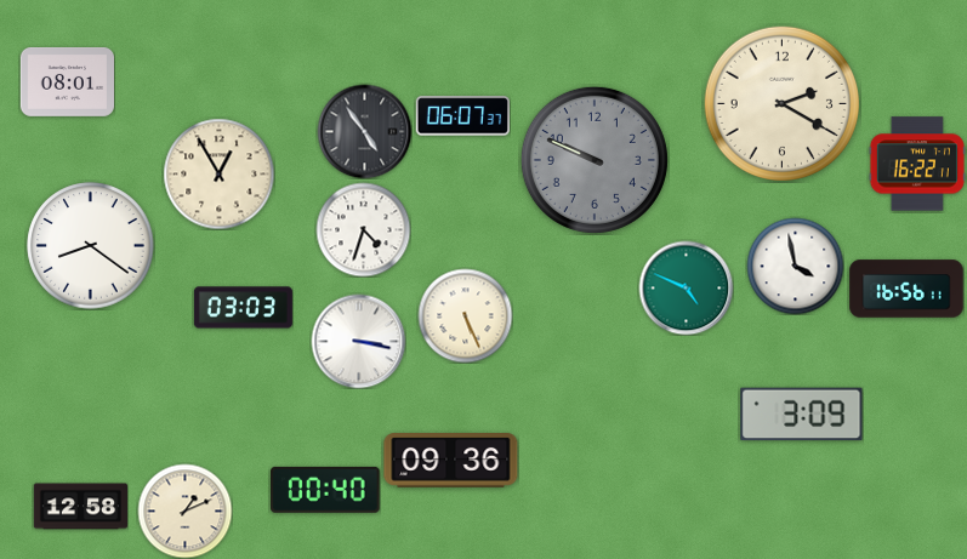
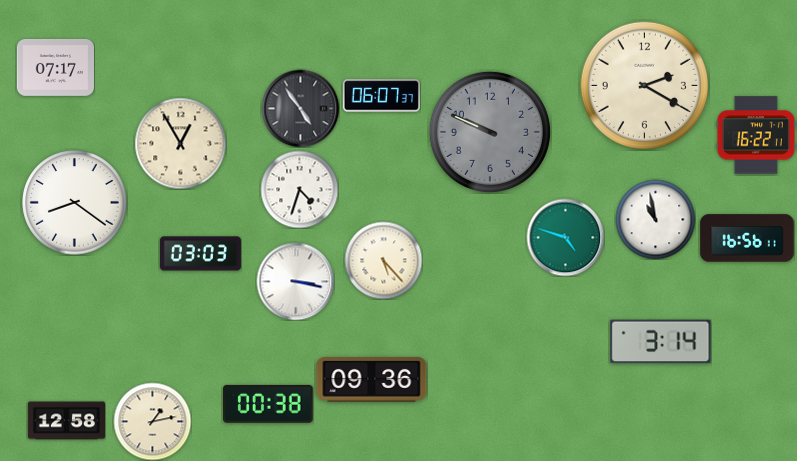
clock at (67, 81): 08:01 -> 07:17
clock at (795, 266): 3:58 -> 10:58
clock at (686, 287): 4:49 -> 4:48
clock at (465, 315): 5:26 -> 5:23
clock at (802, 415): 3:09 -> 3:14
clock at (326, 490): 00:40 -> 00:38
clock at (80, 507) position: (80, 507) -> (66, 421)
clock at (184, 510): 1:11 -> 1:13
